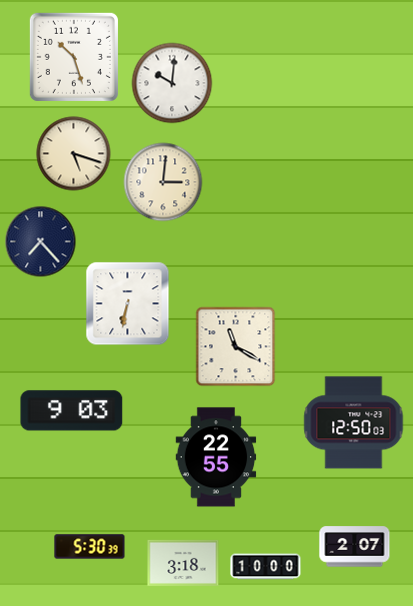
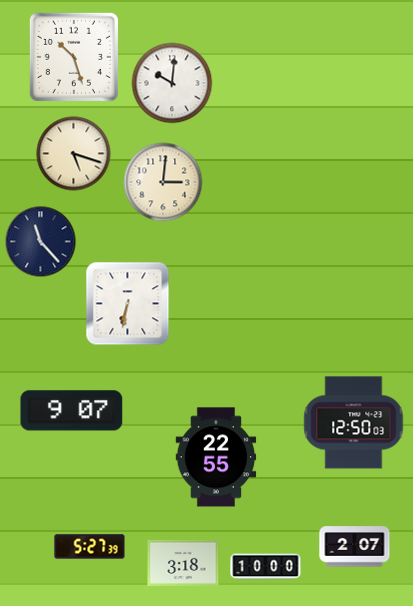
clock at (41, 242): 7:23 -> 11:23
clock at (236, 347): 11:20 -> none
clock at (72, 411): 9:03 -> 9:07
clock at (90, 547): 5:30 -> 5:27
